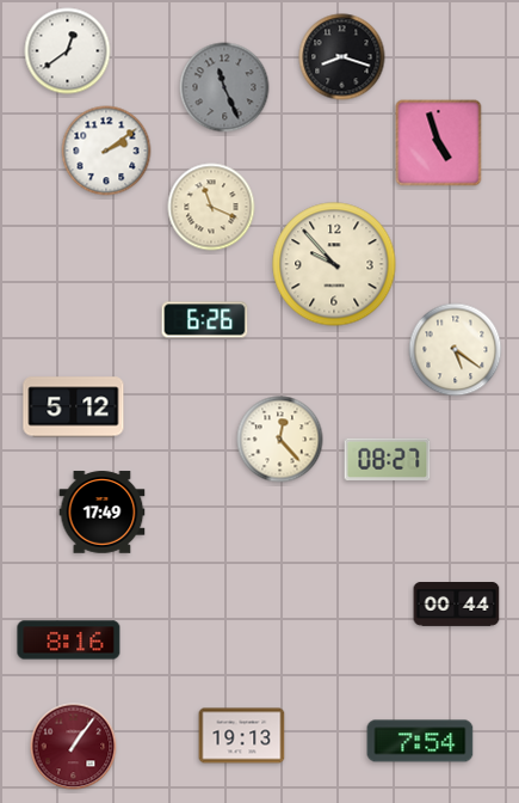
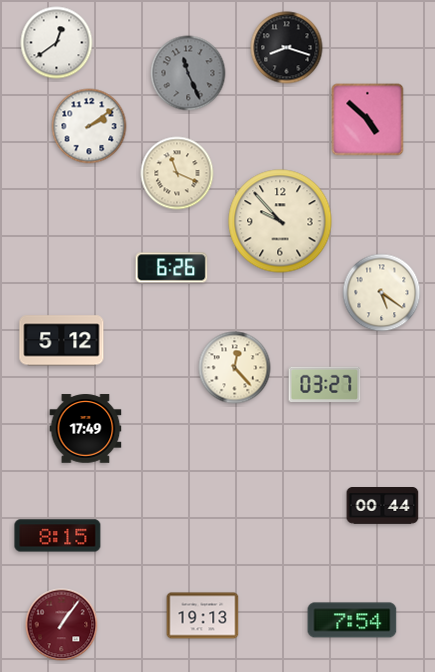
clock at (439, 143): 4:57 -> 4:52
clock at (388, 460): 08:27 -> 03:27
clock at (69, 640): 8:16 -> 8:15
